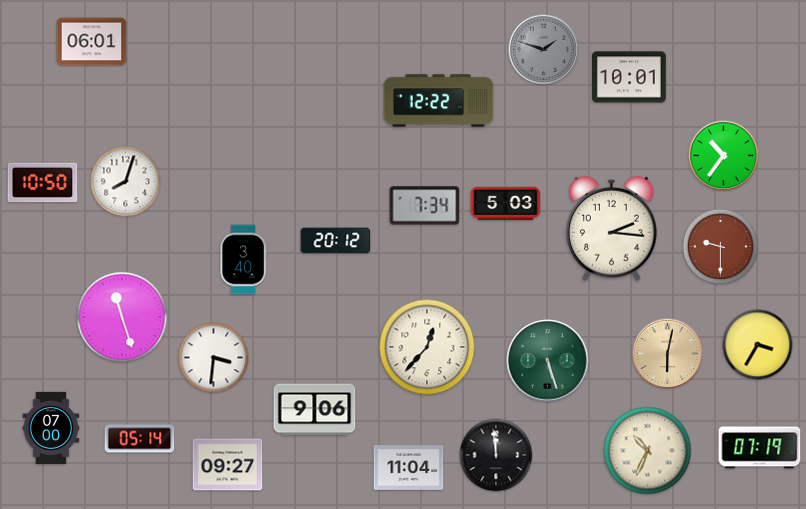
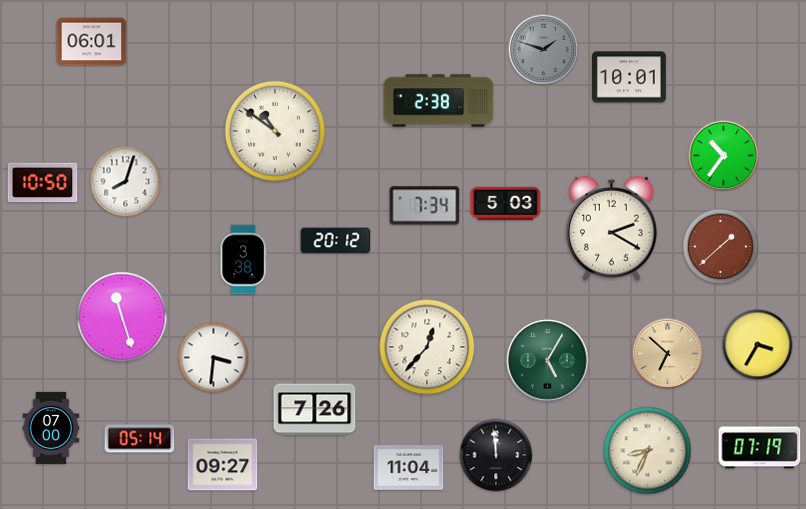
clock at (439, 101): 12:22 -> 2:38
clock at (275, 131): none -> 10:51
clock at (612, 228): 2:16 -> 2:20
clock at (721, 247): 9:30 -> 1:38
clock at (243, 260): 3:40 -> 3:38
clock at (668, 354): 6:02 -> 6:52
clock at (548, 361): 5:27 -> 5:05
clock at (315, 410): 9:06 -> 7:26
clock at (648, 451): 10:34 -> 8:34
clock at (228, 465) position: (228, 465) -> (223, 465)
